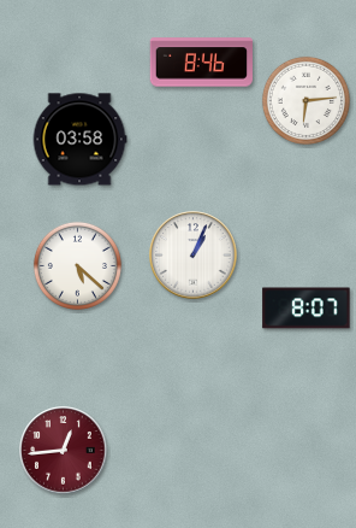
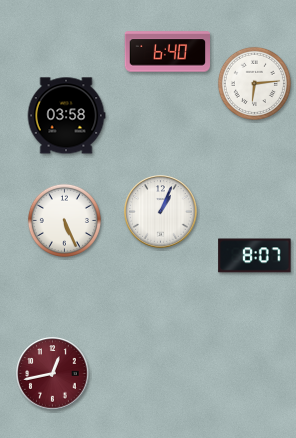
clock at (202, 63): 8:46 -> 6:40
clock at (77, 265): 5:22 -> 5:26
clock at (64, 451): 12:44 -> 12:43
